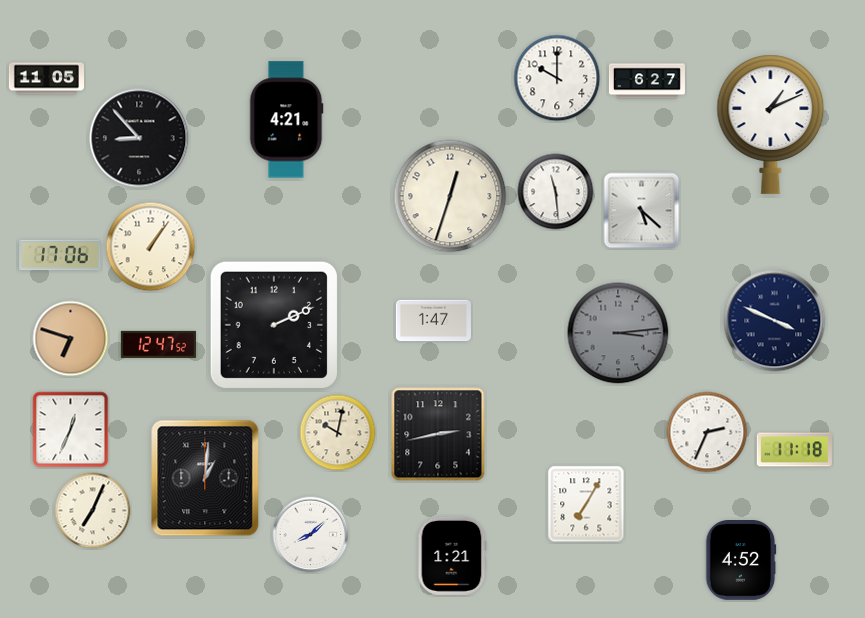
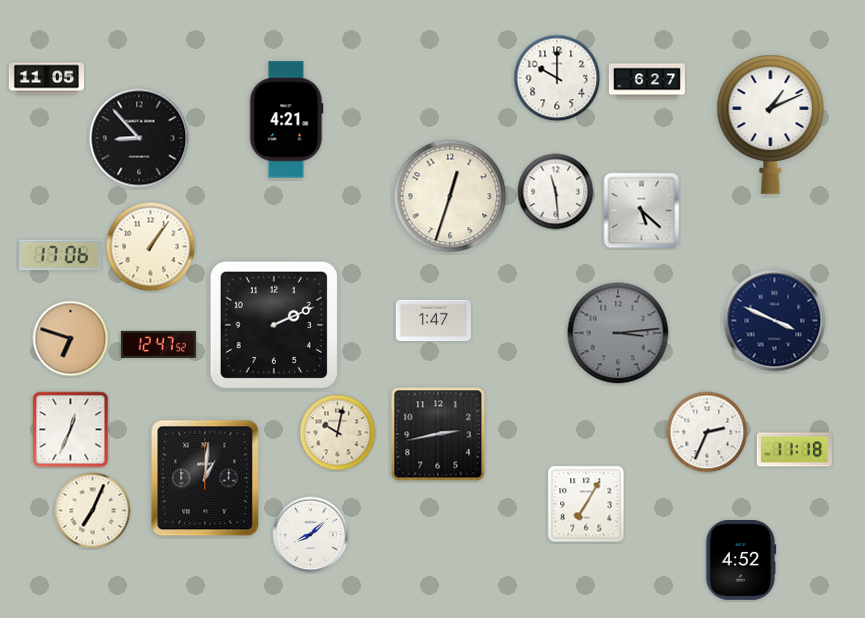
clock at (452, 556): 1:21 -> none
